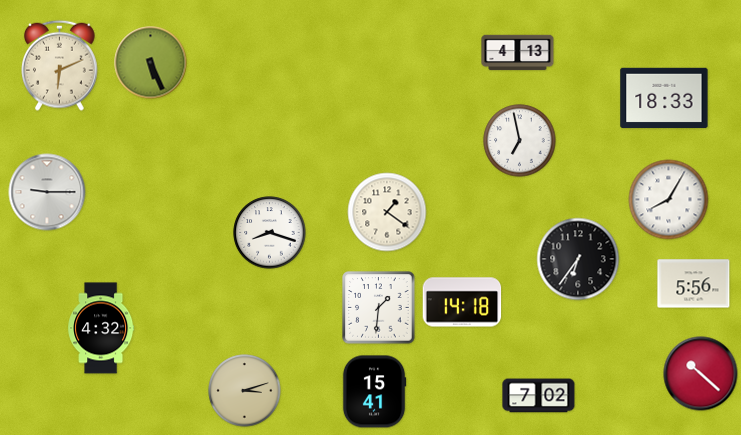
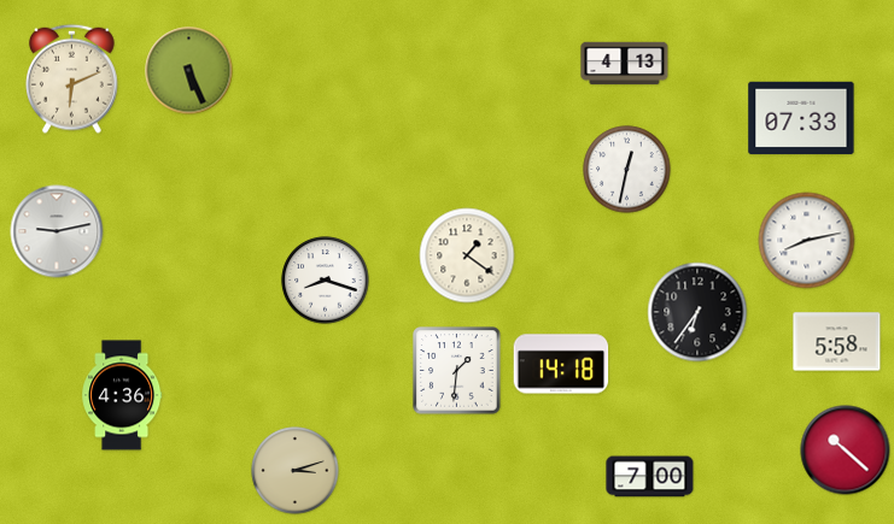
clock at (151, 63) position: (151, 63) -> (189, 71)
clock at (664, 98): 18:33 -> 07:33
clock at (520, 141): 6:58 -> 12:32
clock at (47, 192): 9:15 -> 9:13
clock at (669, 200): 8:05 -> 8:13
clock at (694, 284): 5:56 -> 5:58
clock at (462, 302) position: (462, 302) -> (561, 364)
clock at (101, 328): 4:32 -> 4:36
clock at (374, 392): 15:41 -> none
clock at (539, 396): 7:02 -> 7:00
